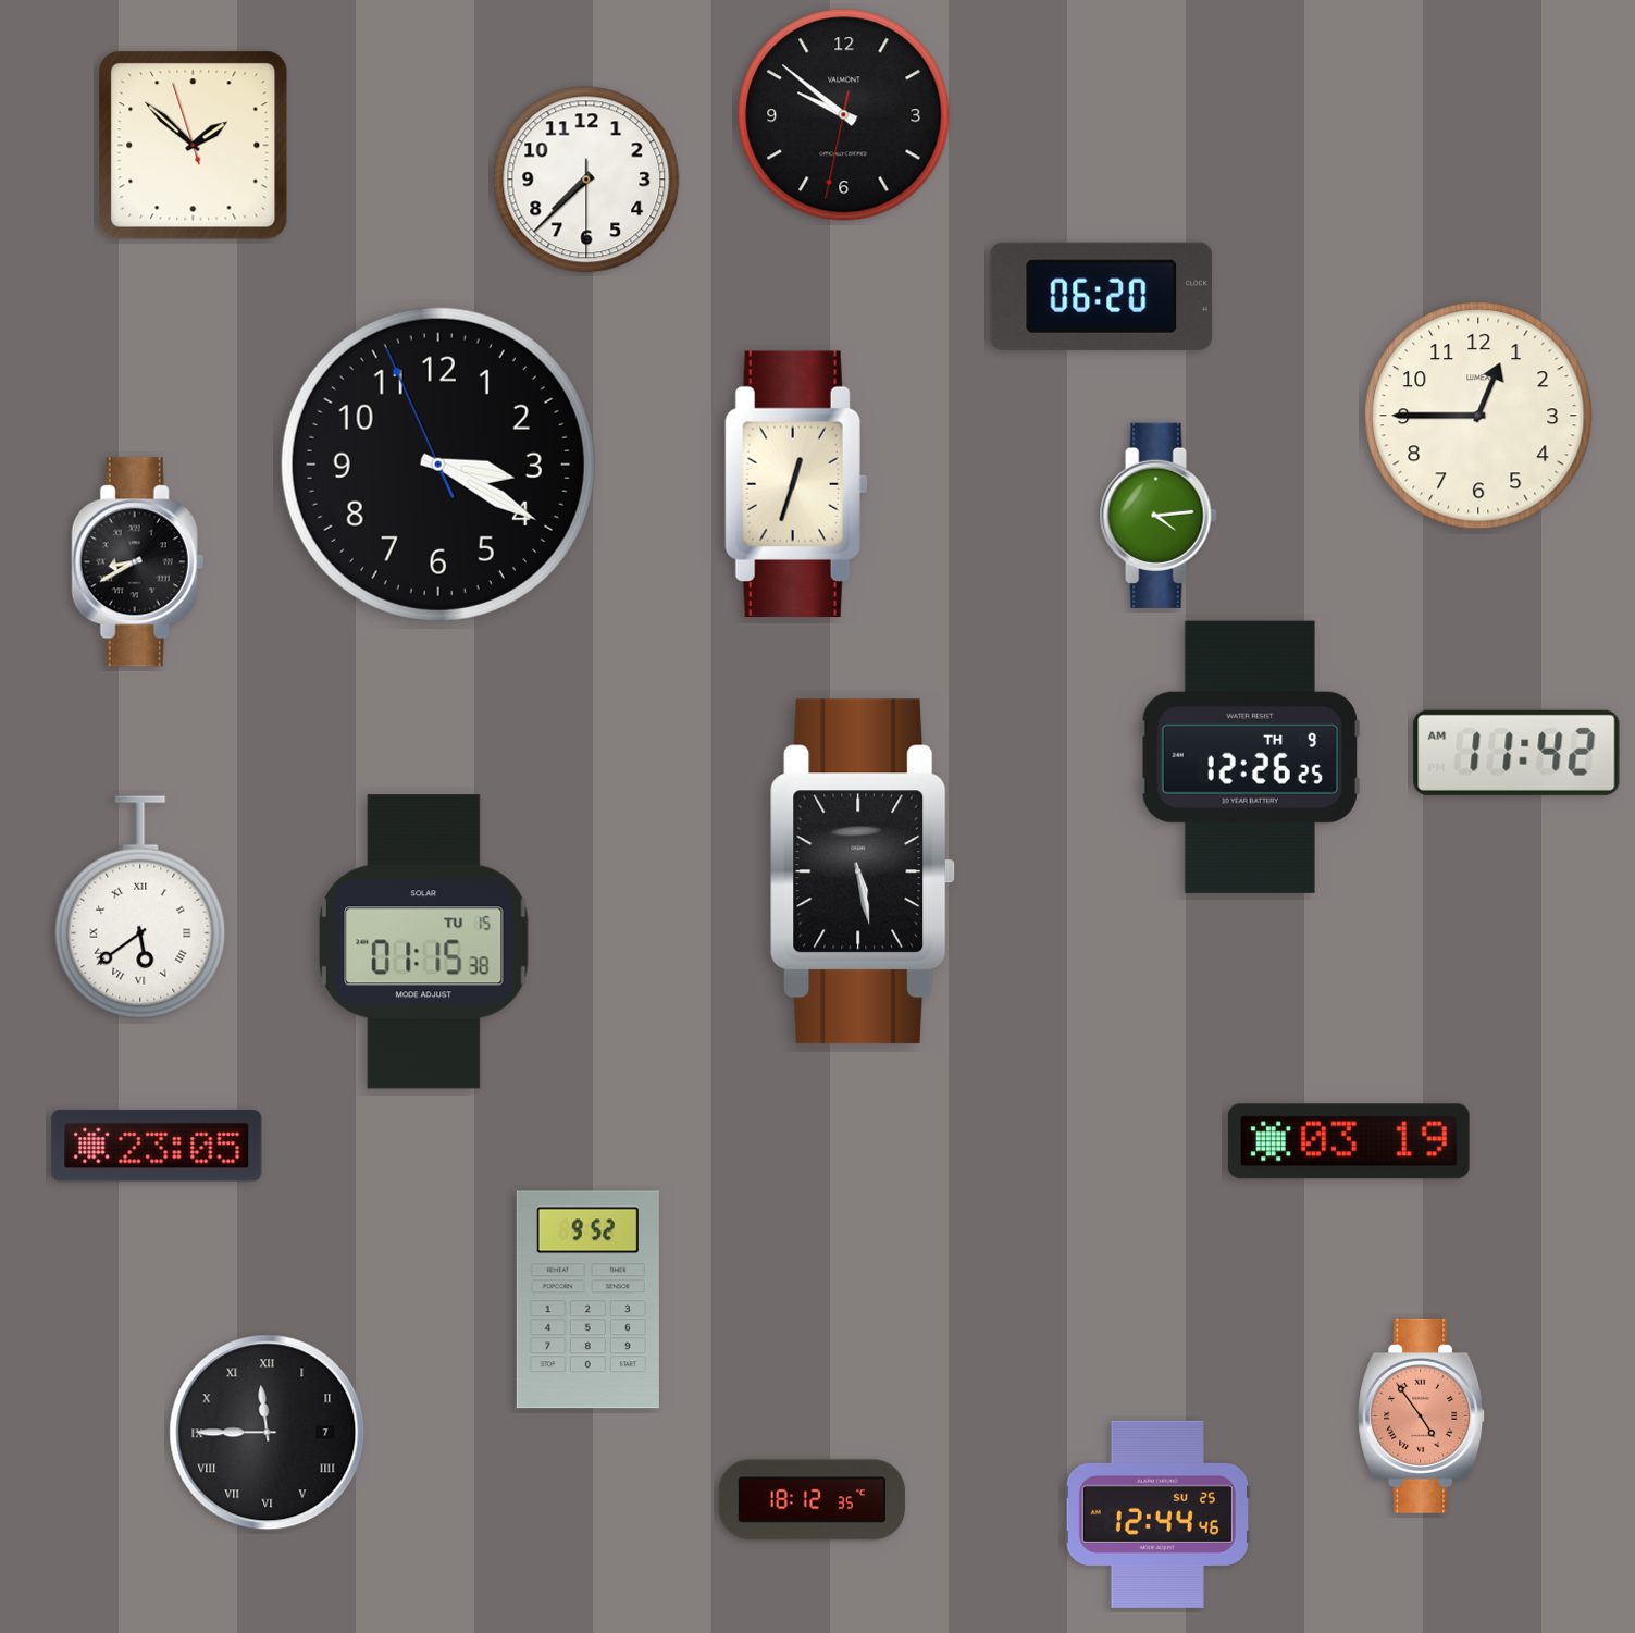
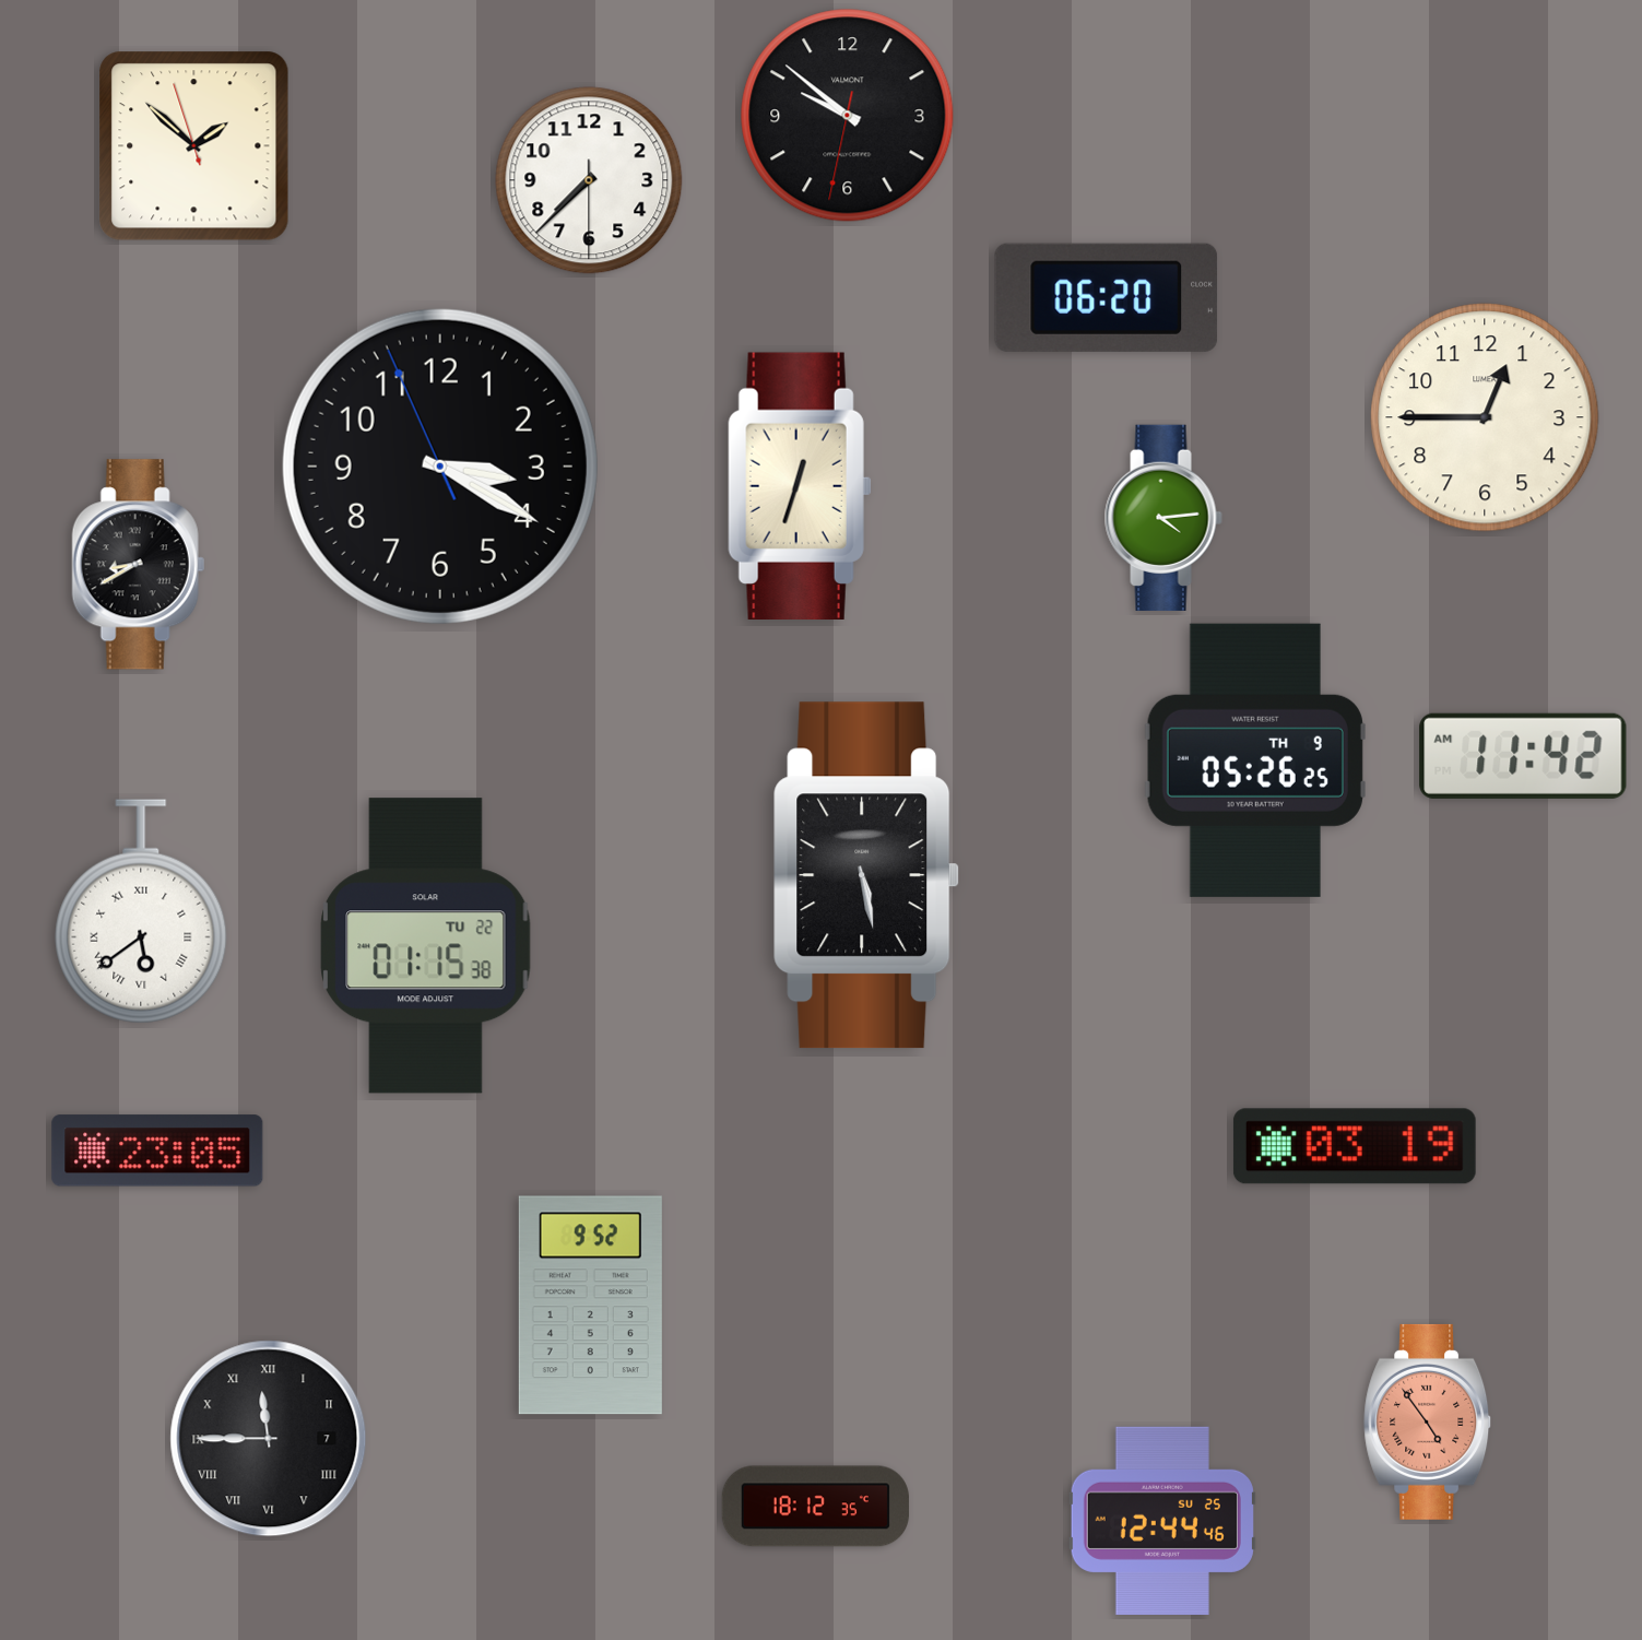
clock at (1250, 757): 12:26 -> 05:26
clock at (424, 942) date: TU 15 -> TU 22
